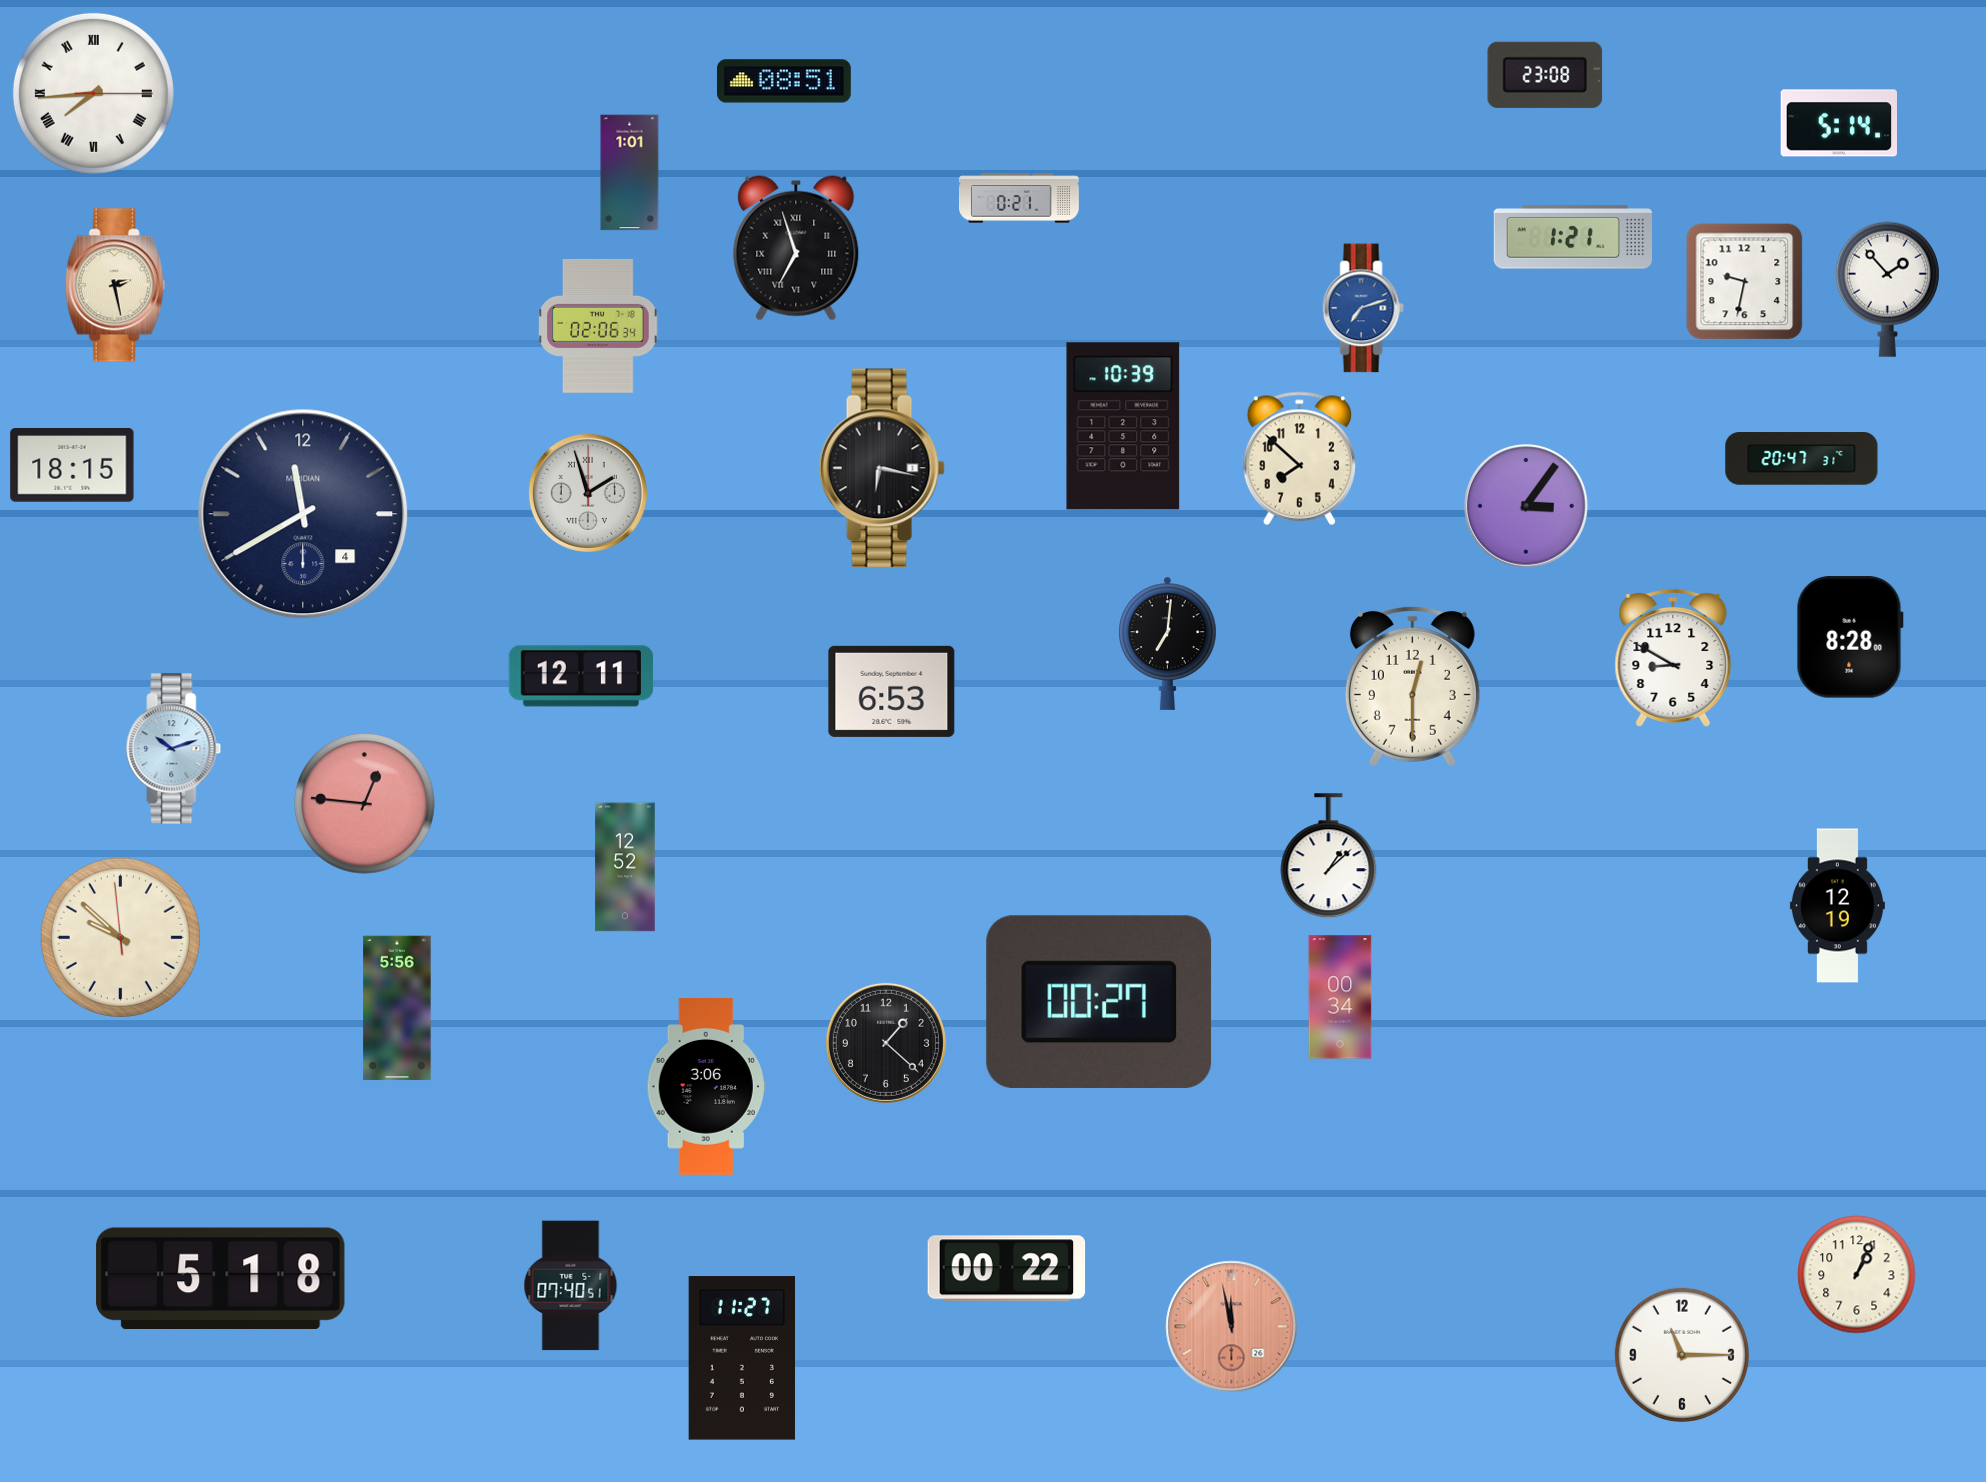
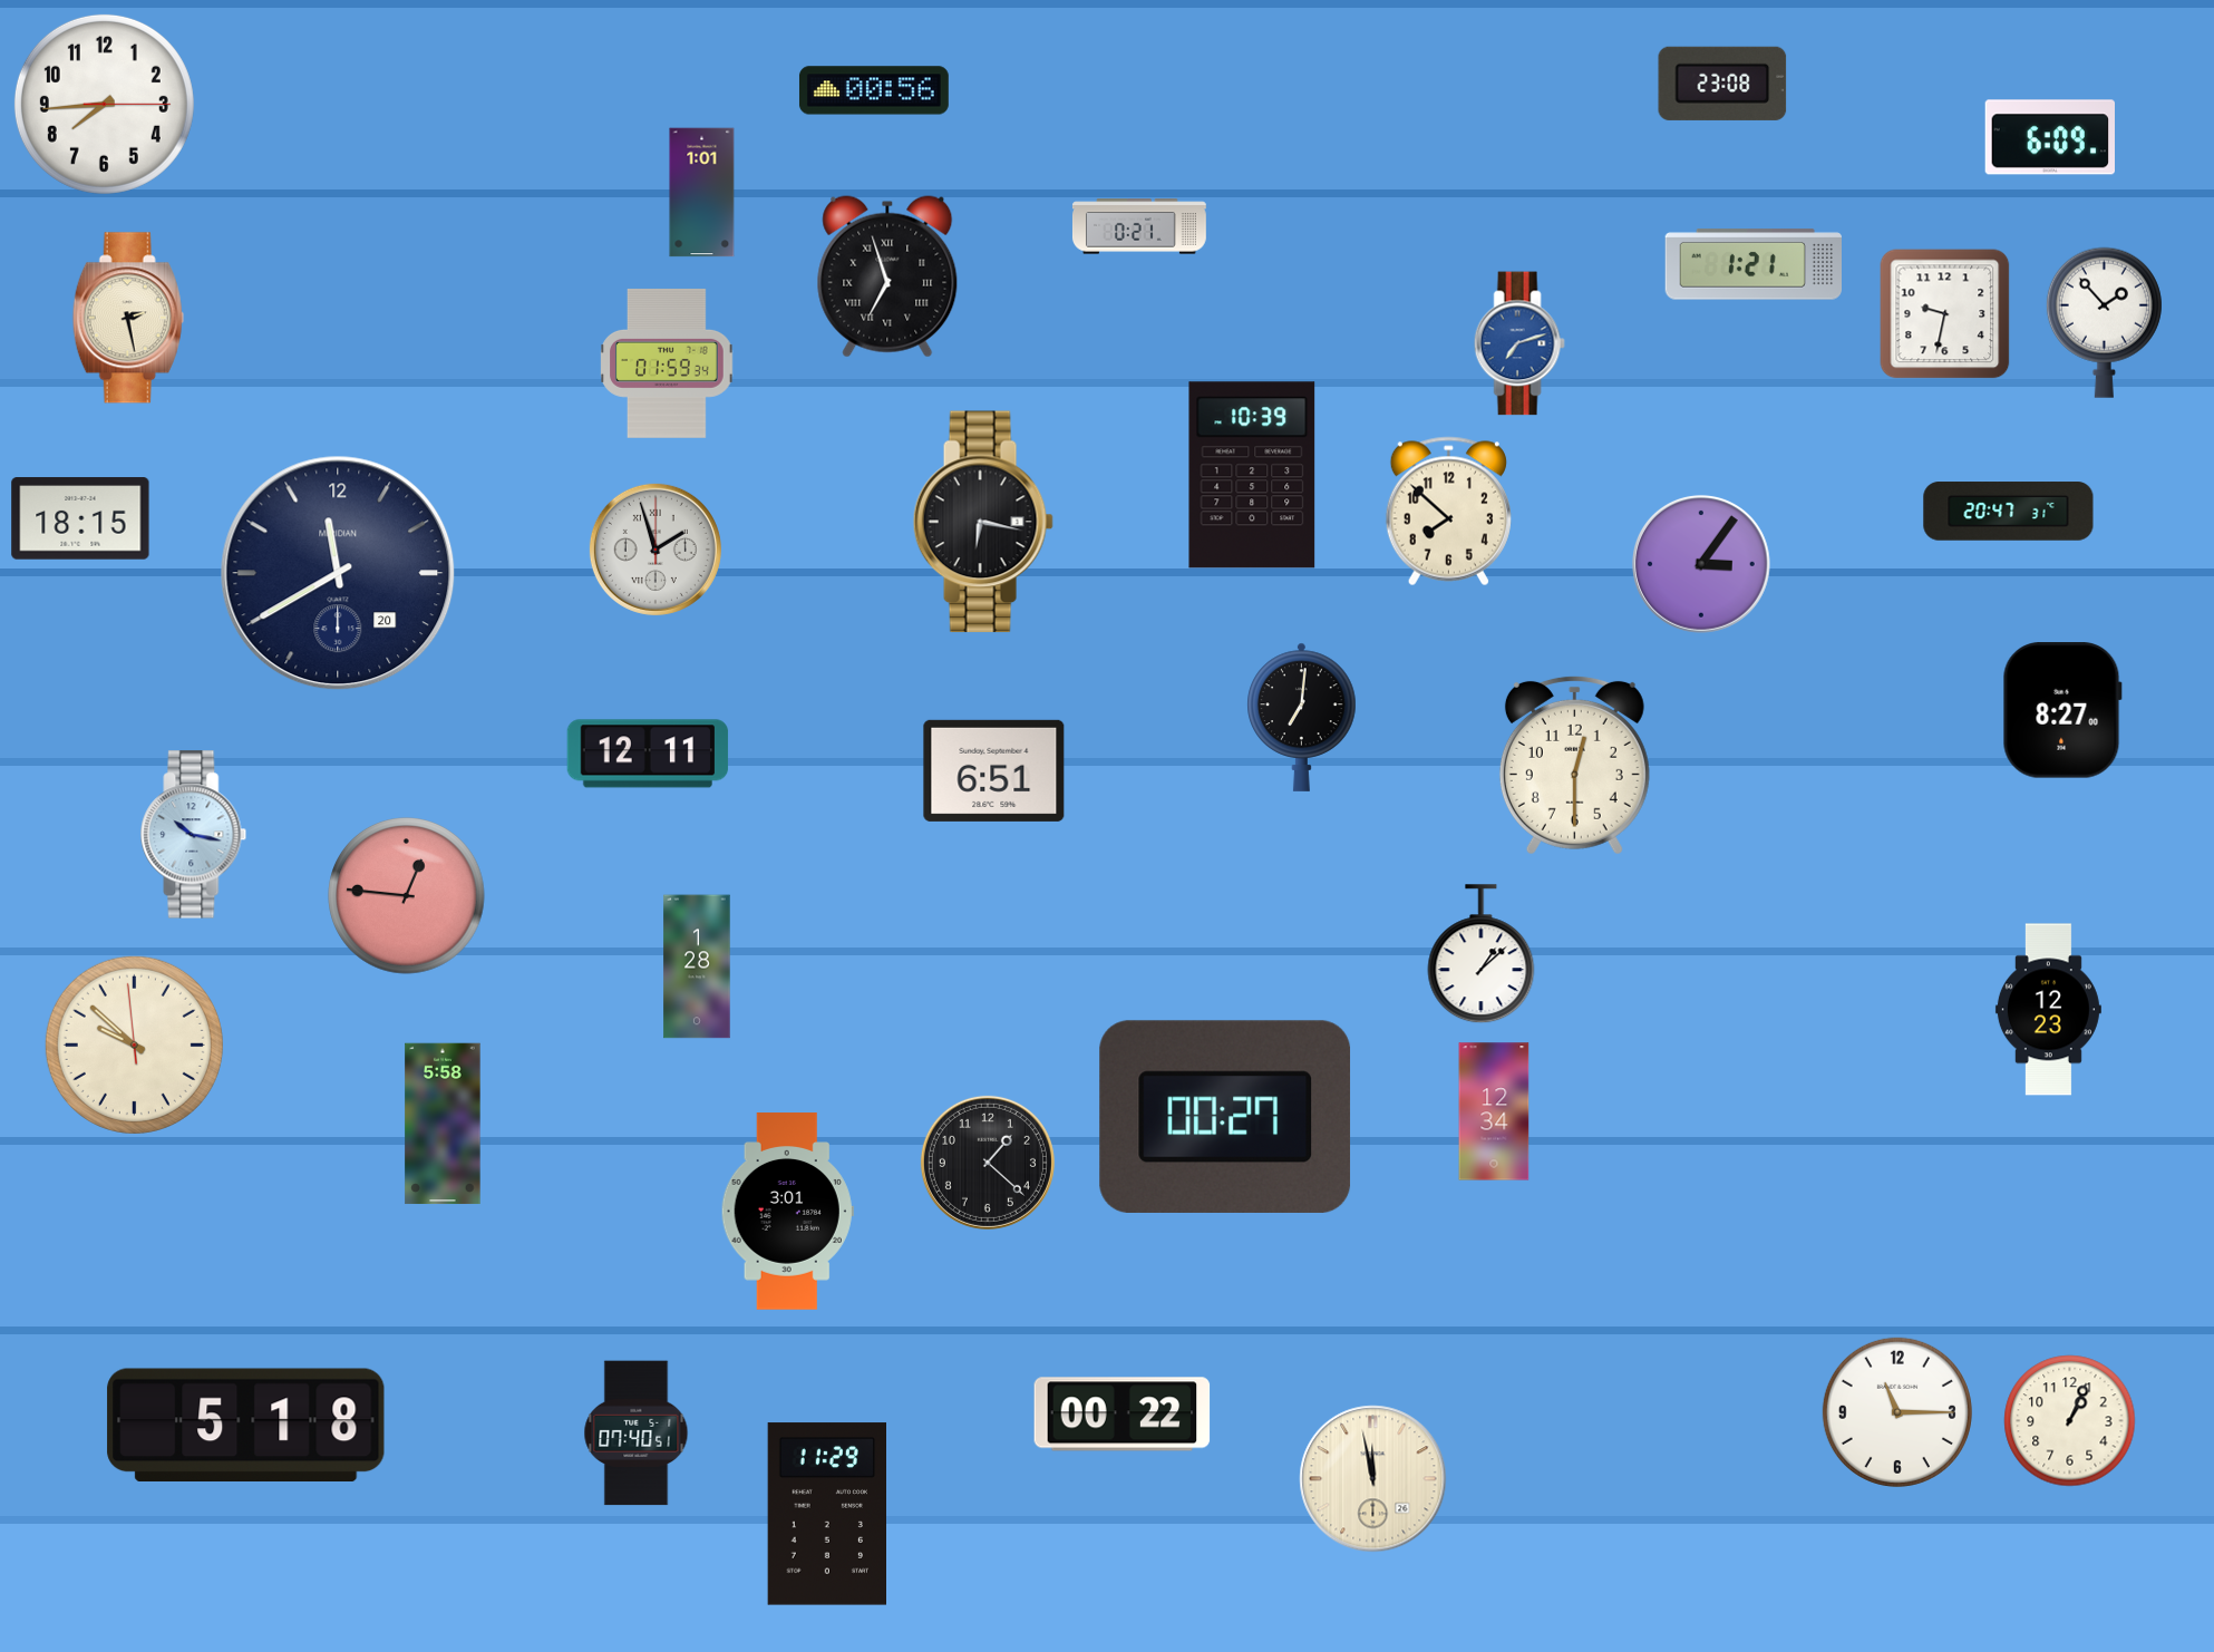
clock at (784, 81): 08:51 -> 00:56
clock at (93, 93) numerals: Roman -> Arabic
clock at (1838, 123): 5:14 -> 6:09
clock at (1019, 198) position: (1019, 198) -> (1139, 226)
clock at (598, 326): 02:06 -> 01:59
clock at (303, 514) date: 4 -> 20
clock at (1850, 637): 8:28 -> 8:27
clock at (1673, 658): 8:50 -> none
clock at (892, 691): 6:53 -> 6:51
clock at (174, 749): 10:12 -> 10:17
clock at (625, 867): 12:52 -> 1:28
clock at (1837, 906): 12:19 -> 12:23
clock at (1340, 997): 00:34 -> 12:34
clock at (397, 1008): 5:56 -> 5:58
clock at (706, 1087): 3:06 -> 3:01
clock at (1232, 1327) dial: salmon -> cream
clock at (1682, 1355) position: (1682, 1355) -> (1897, 1412)
clock at (741, 1358): 11:27 -> 11:29
